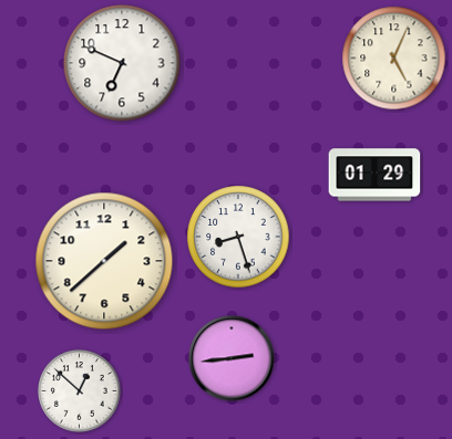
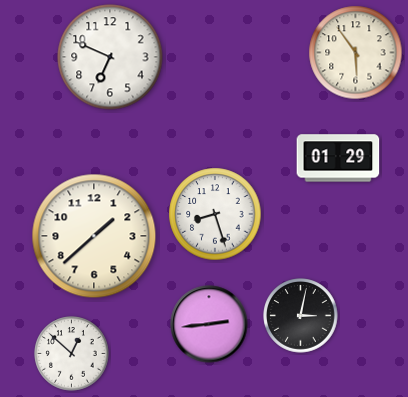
clock at (394, 59): 5:04 -> 5:54
clock at (301, 316): none -> 3:02
